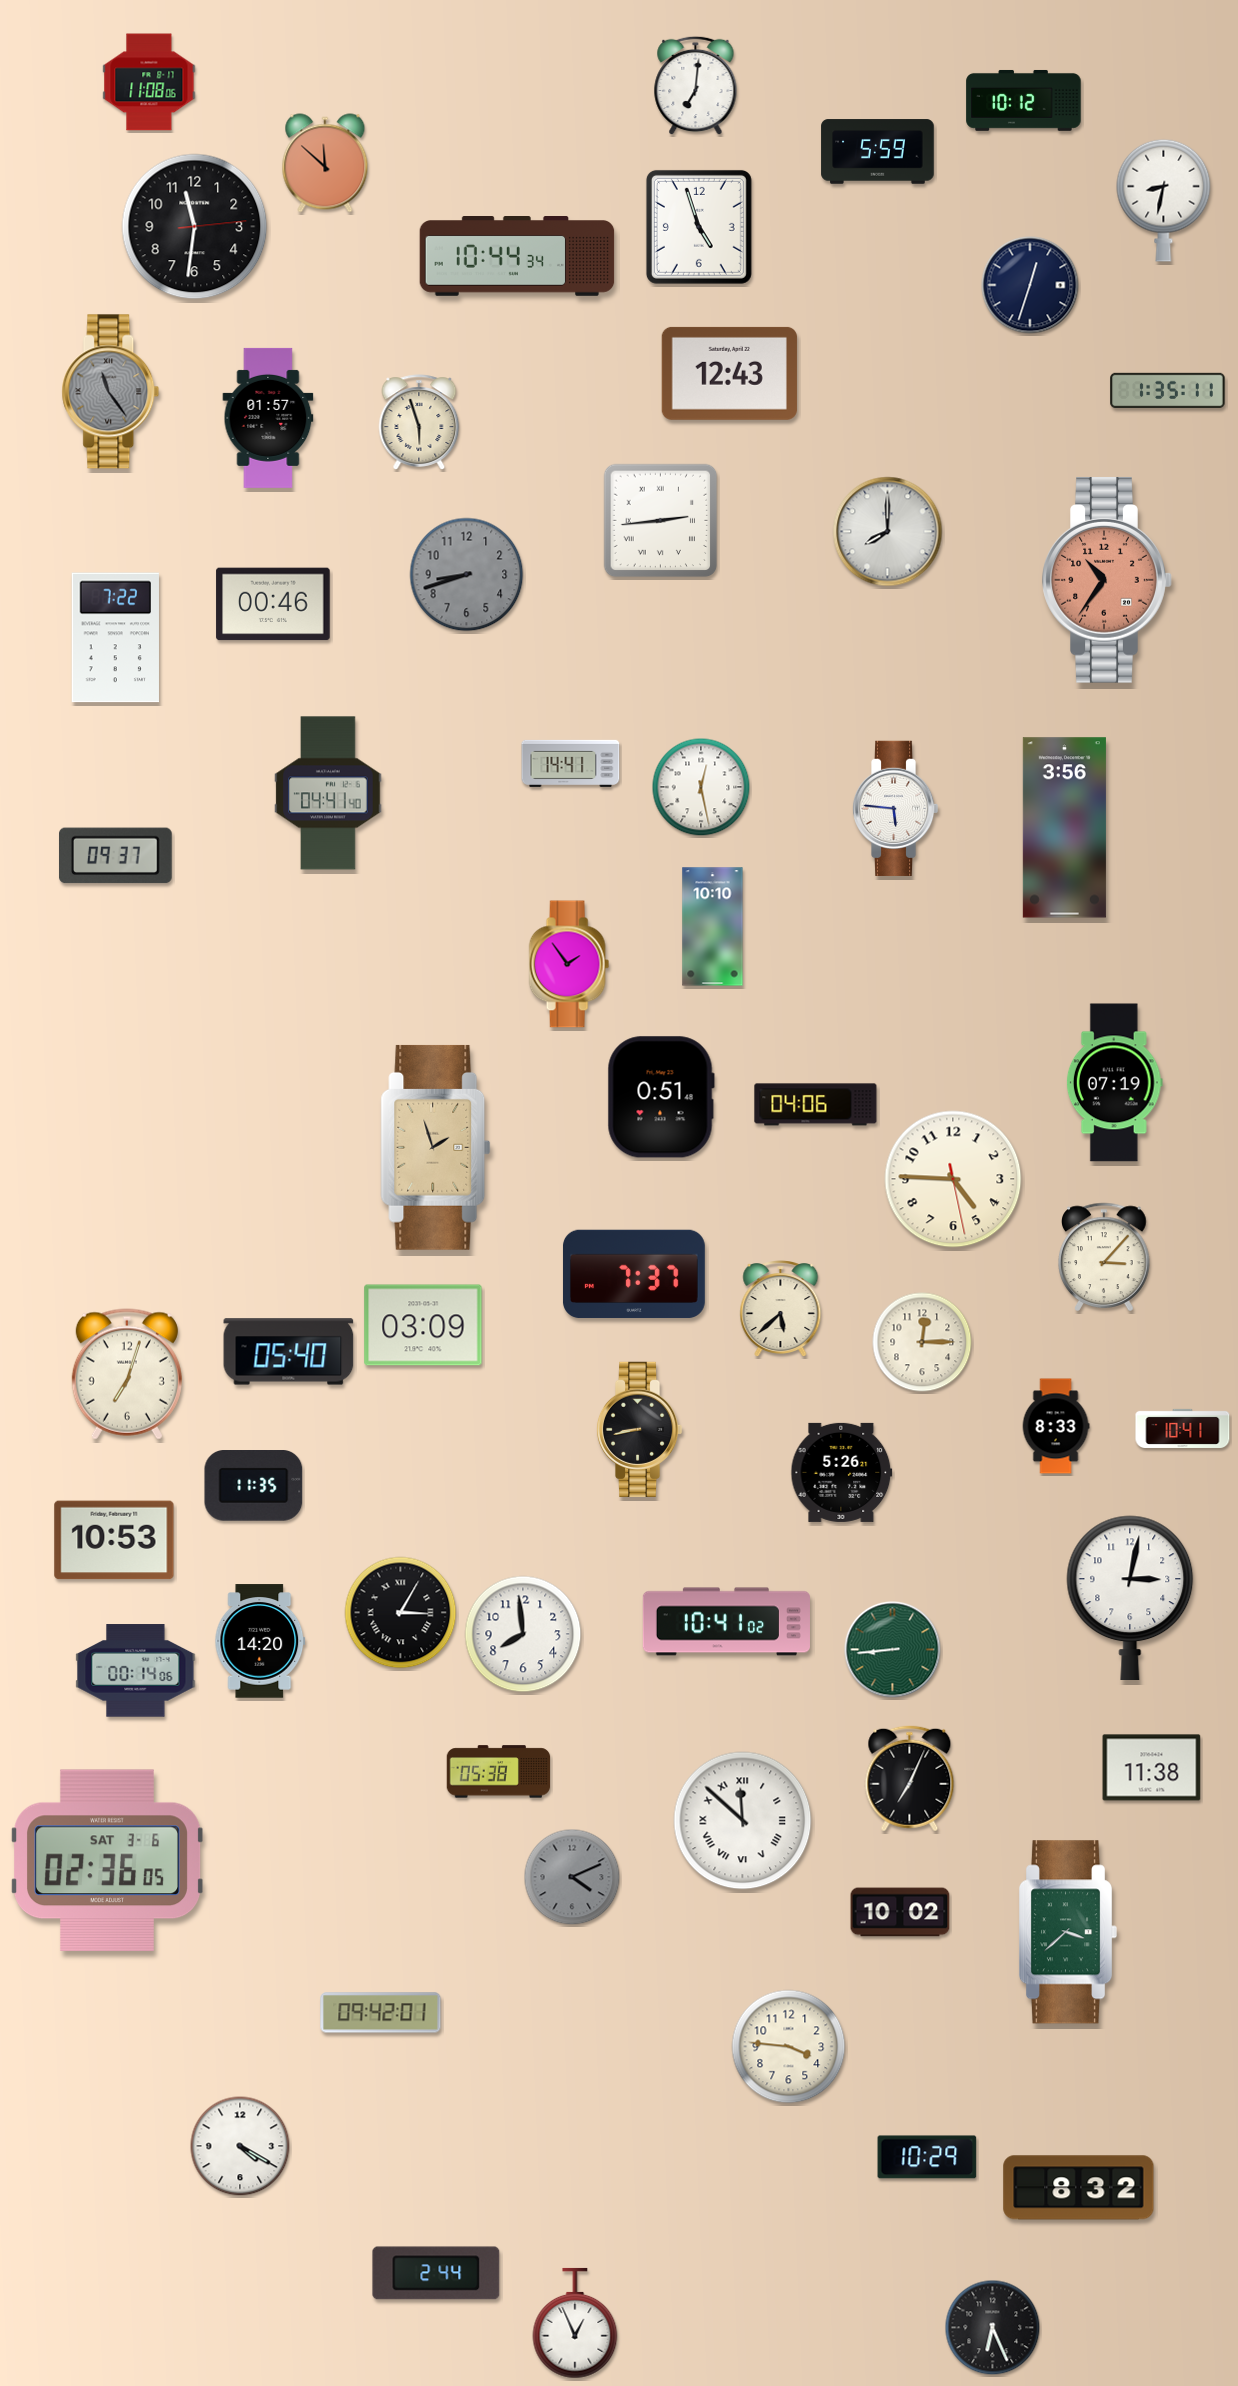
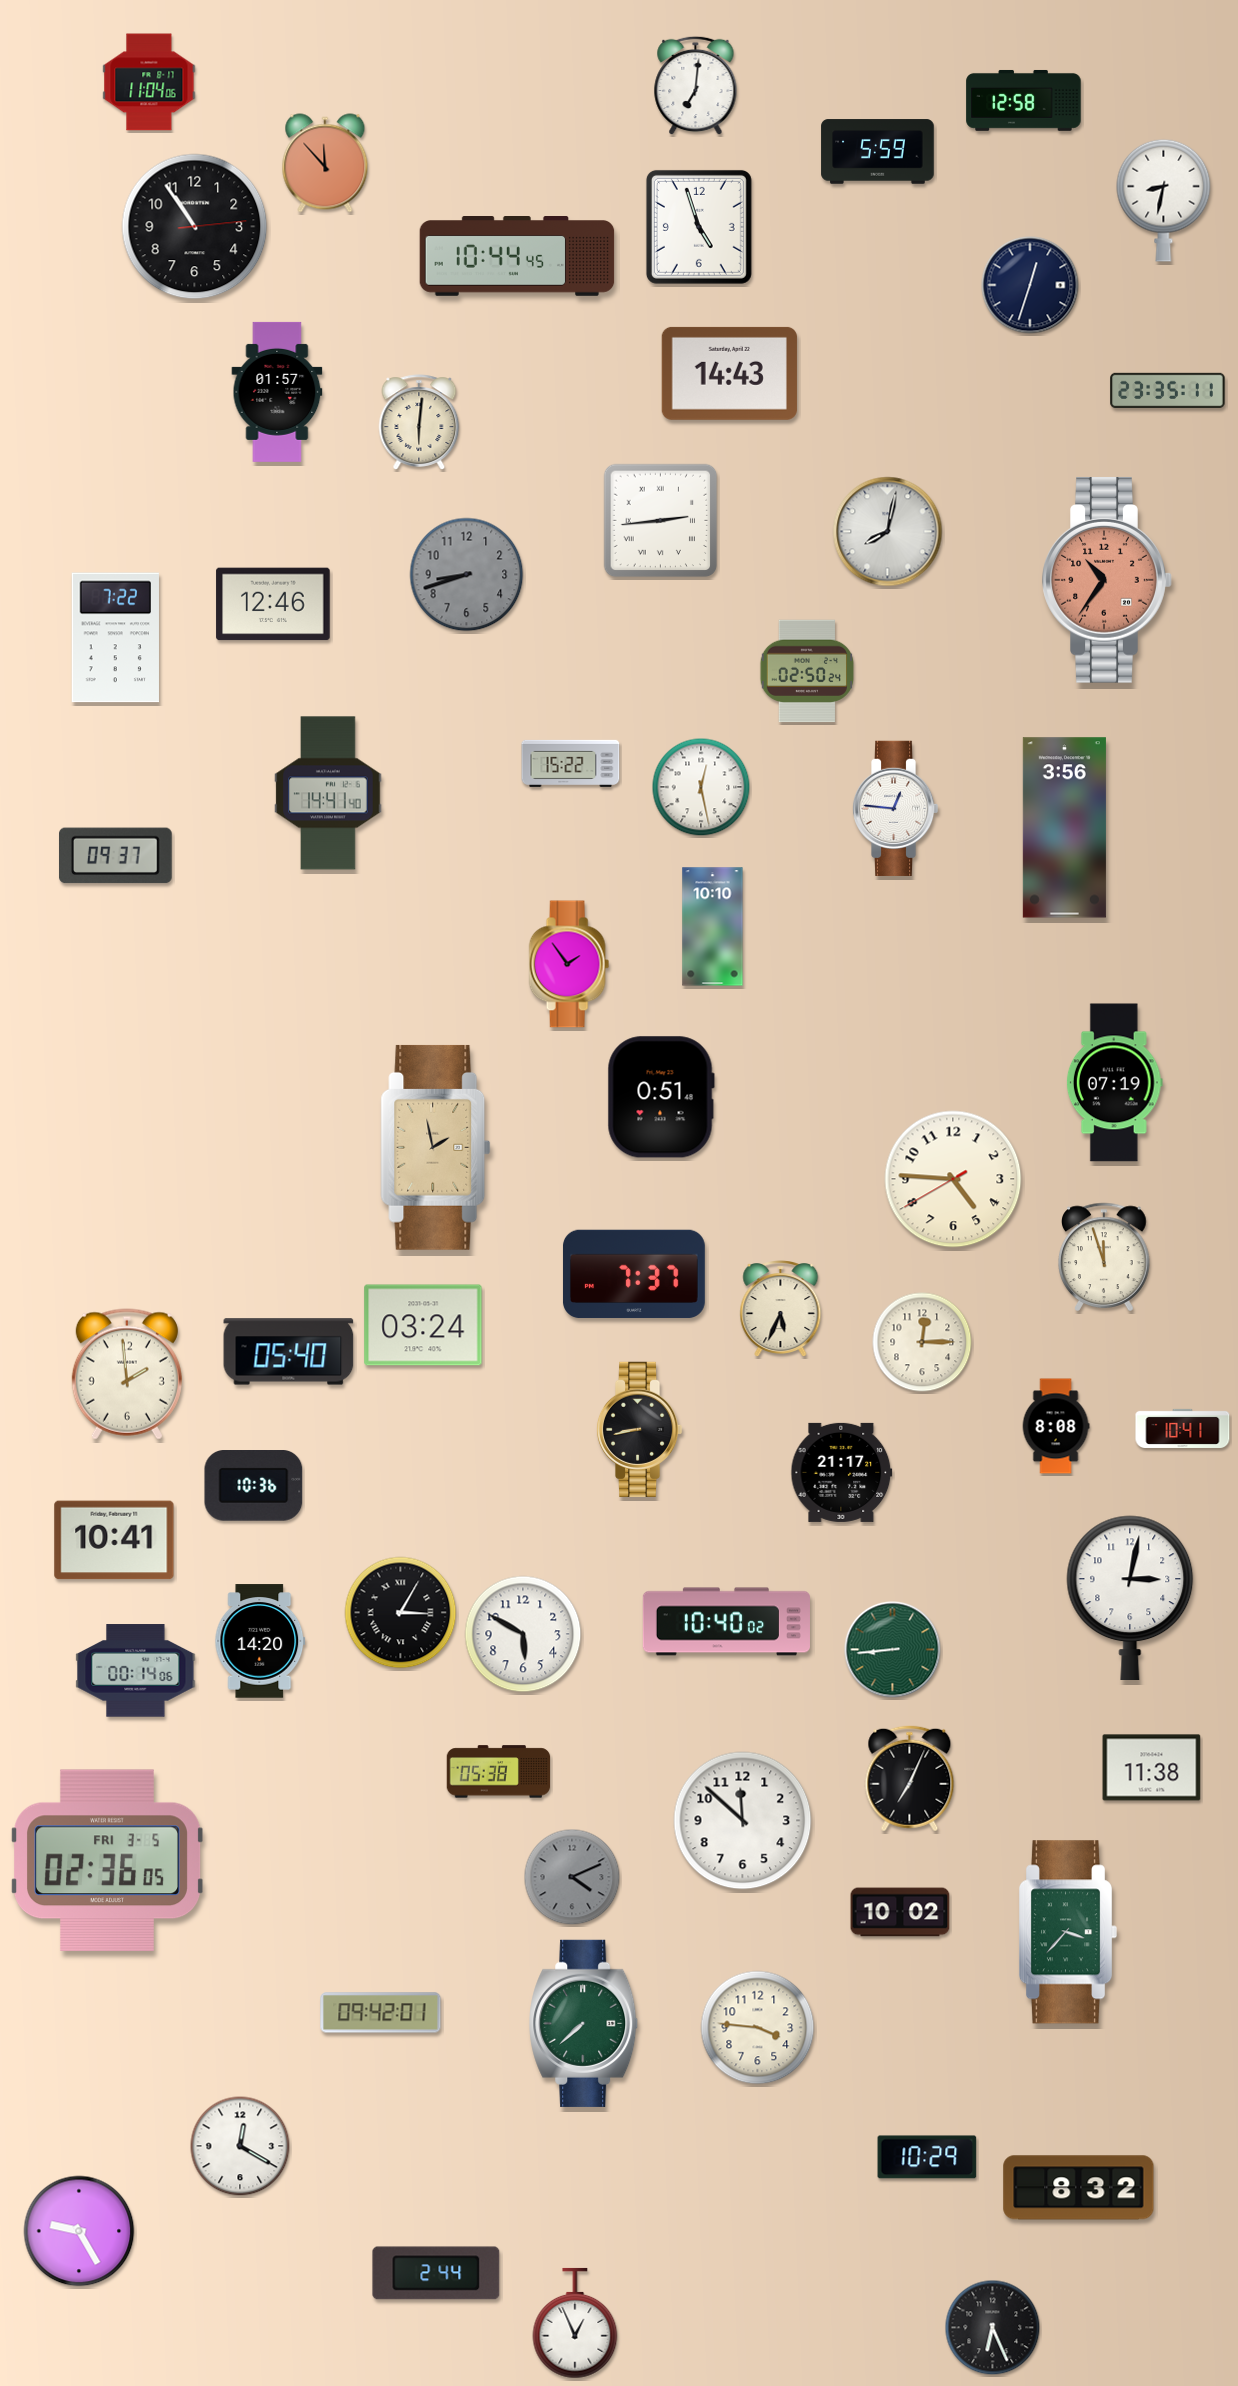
clock at (149, 82): 11:08 -> 11:04
clock at (1024, 100): 10:12 -> 12:58
clock at (325, 163): 11:52 -> 11:53
clock at (195, 227): 11:31 -> 10:54
clock at (517, 257): 10:44:34 -> 10:44:45
clock at (729, 373): 12:43 -> 14:43
clock at (1168, 391): 1:35 -> 23:35
clock at (111, 392): 11:24 -> none
clock at (268, 418) position: (268, 418) -> (277, 392)
clock at (419, 422): 5:57 -> 6:01
clock at (888, 532): 8:00 -> 8:02
clock at (273, 604): 00:46 -> 12:46
clock at (806, 671): none -> 02:50
clock at (571, 763): 14:41 -> 15:22
clock at (328, 793): 04:41 -> 14:41
clock at (895, 808): 5:46 -> 12:46
clock at (816, 1105): 04:06 -> none
clock at (436, 1147): 1:57 -> 1:58
clock at (953, 1179): 4:45:28 -> 4:45:40
clock at (1104, 1256): 3:07 -> 11:57
clock at (781, 1309): 5:38 -> 5:34
clock at (423, 1325): 03:09 -> 03:24
clock at (127, 1374): 7:03 -> 1:59
clock at (1056, 1426): 8:33 -> 8:08
clock at (842, 1472): 5:26 -> 21:17
clock at (254, 1486): 11:35 -> 10:36
clock at (114, 1540): 10:53 -> 10:41
clock at (726, 1622): 10:41 -> 10:40
clock at (523, 1634): 7:59 -> 5:50
clock at (743, 1821) numerals: Roman -> Arabic
clock at (108, 1860) date: SAT 3-6 -> FRI 3-5
clock at (1068, 1932): 3:38 -> 3:37
clock at (584, 2023): none -> 7:38
clock at (789, 2047) position: (789, 2047) -> (758, 2028)
clock at (240, 2146): 4:20 -> 12:20
clock at (79, 2231): none -> 9:25
